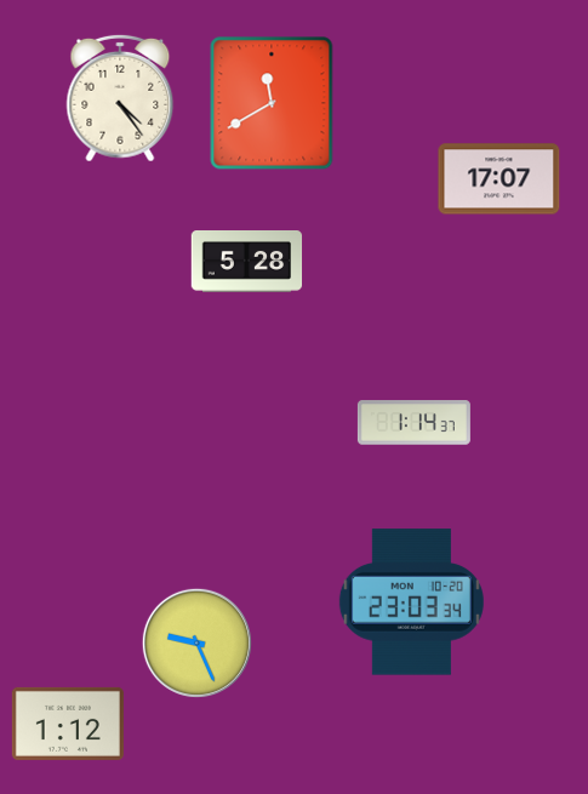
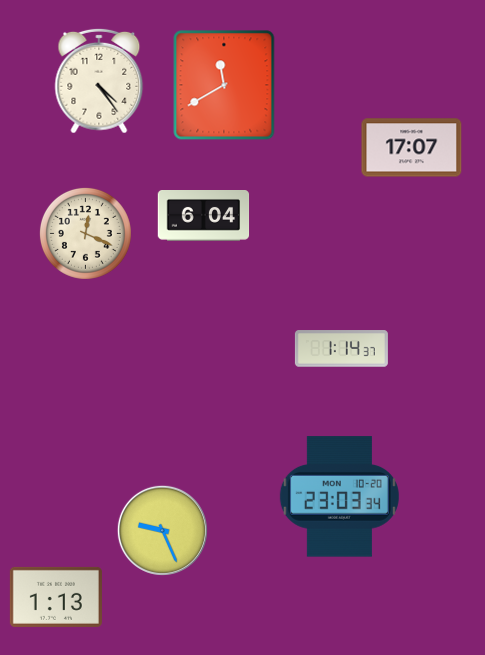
clock at (247, 262): 5:28 -> 6:04
clock at (85, 233): none -> 12:19
clock at (68, 724): 1:12 -> 1:13
